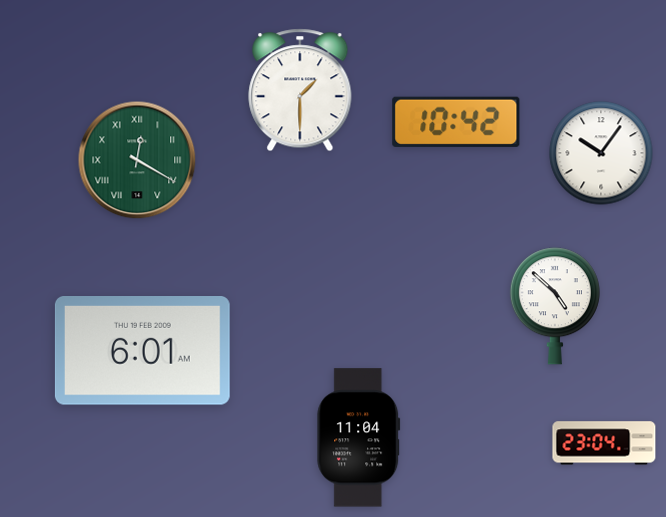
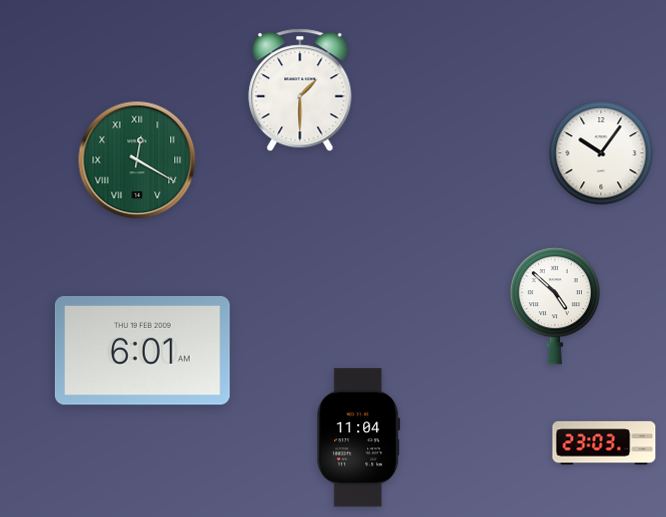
clock at (456, 122): 10:42 -> none
clock at (604, 443): 23:04 -> 23:03
